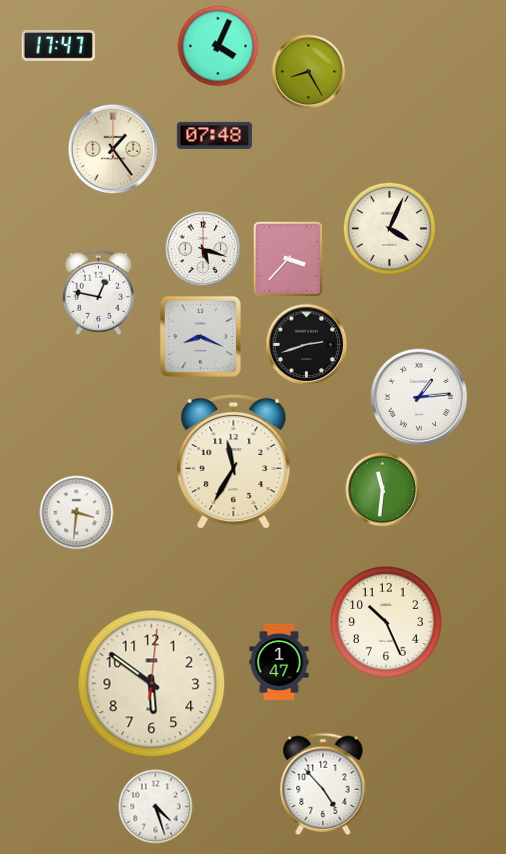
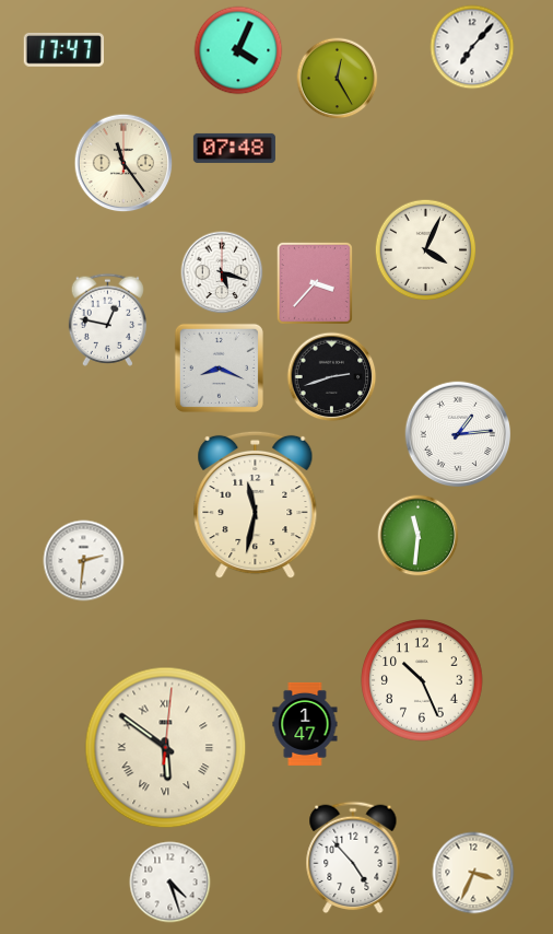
clock at (472, 47): none -> 7:07
clock at (309, 72): 8:25 -> 12:25
clock at (113, 149): 1:24 -> 11:24
clock at (307, 345) position: (307, 345) -> (332, 377)
clock at (234, 462): 11:35 -> 11:32
clock at (77, 513): 3:31 -> 2:31
clock at (152, 684) numerals: Arabic -> Roman
clock at (473, 873): none -> 3:34
